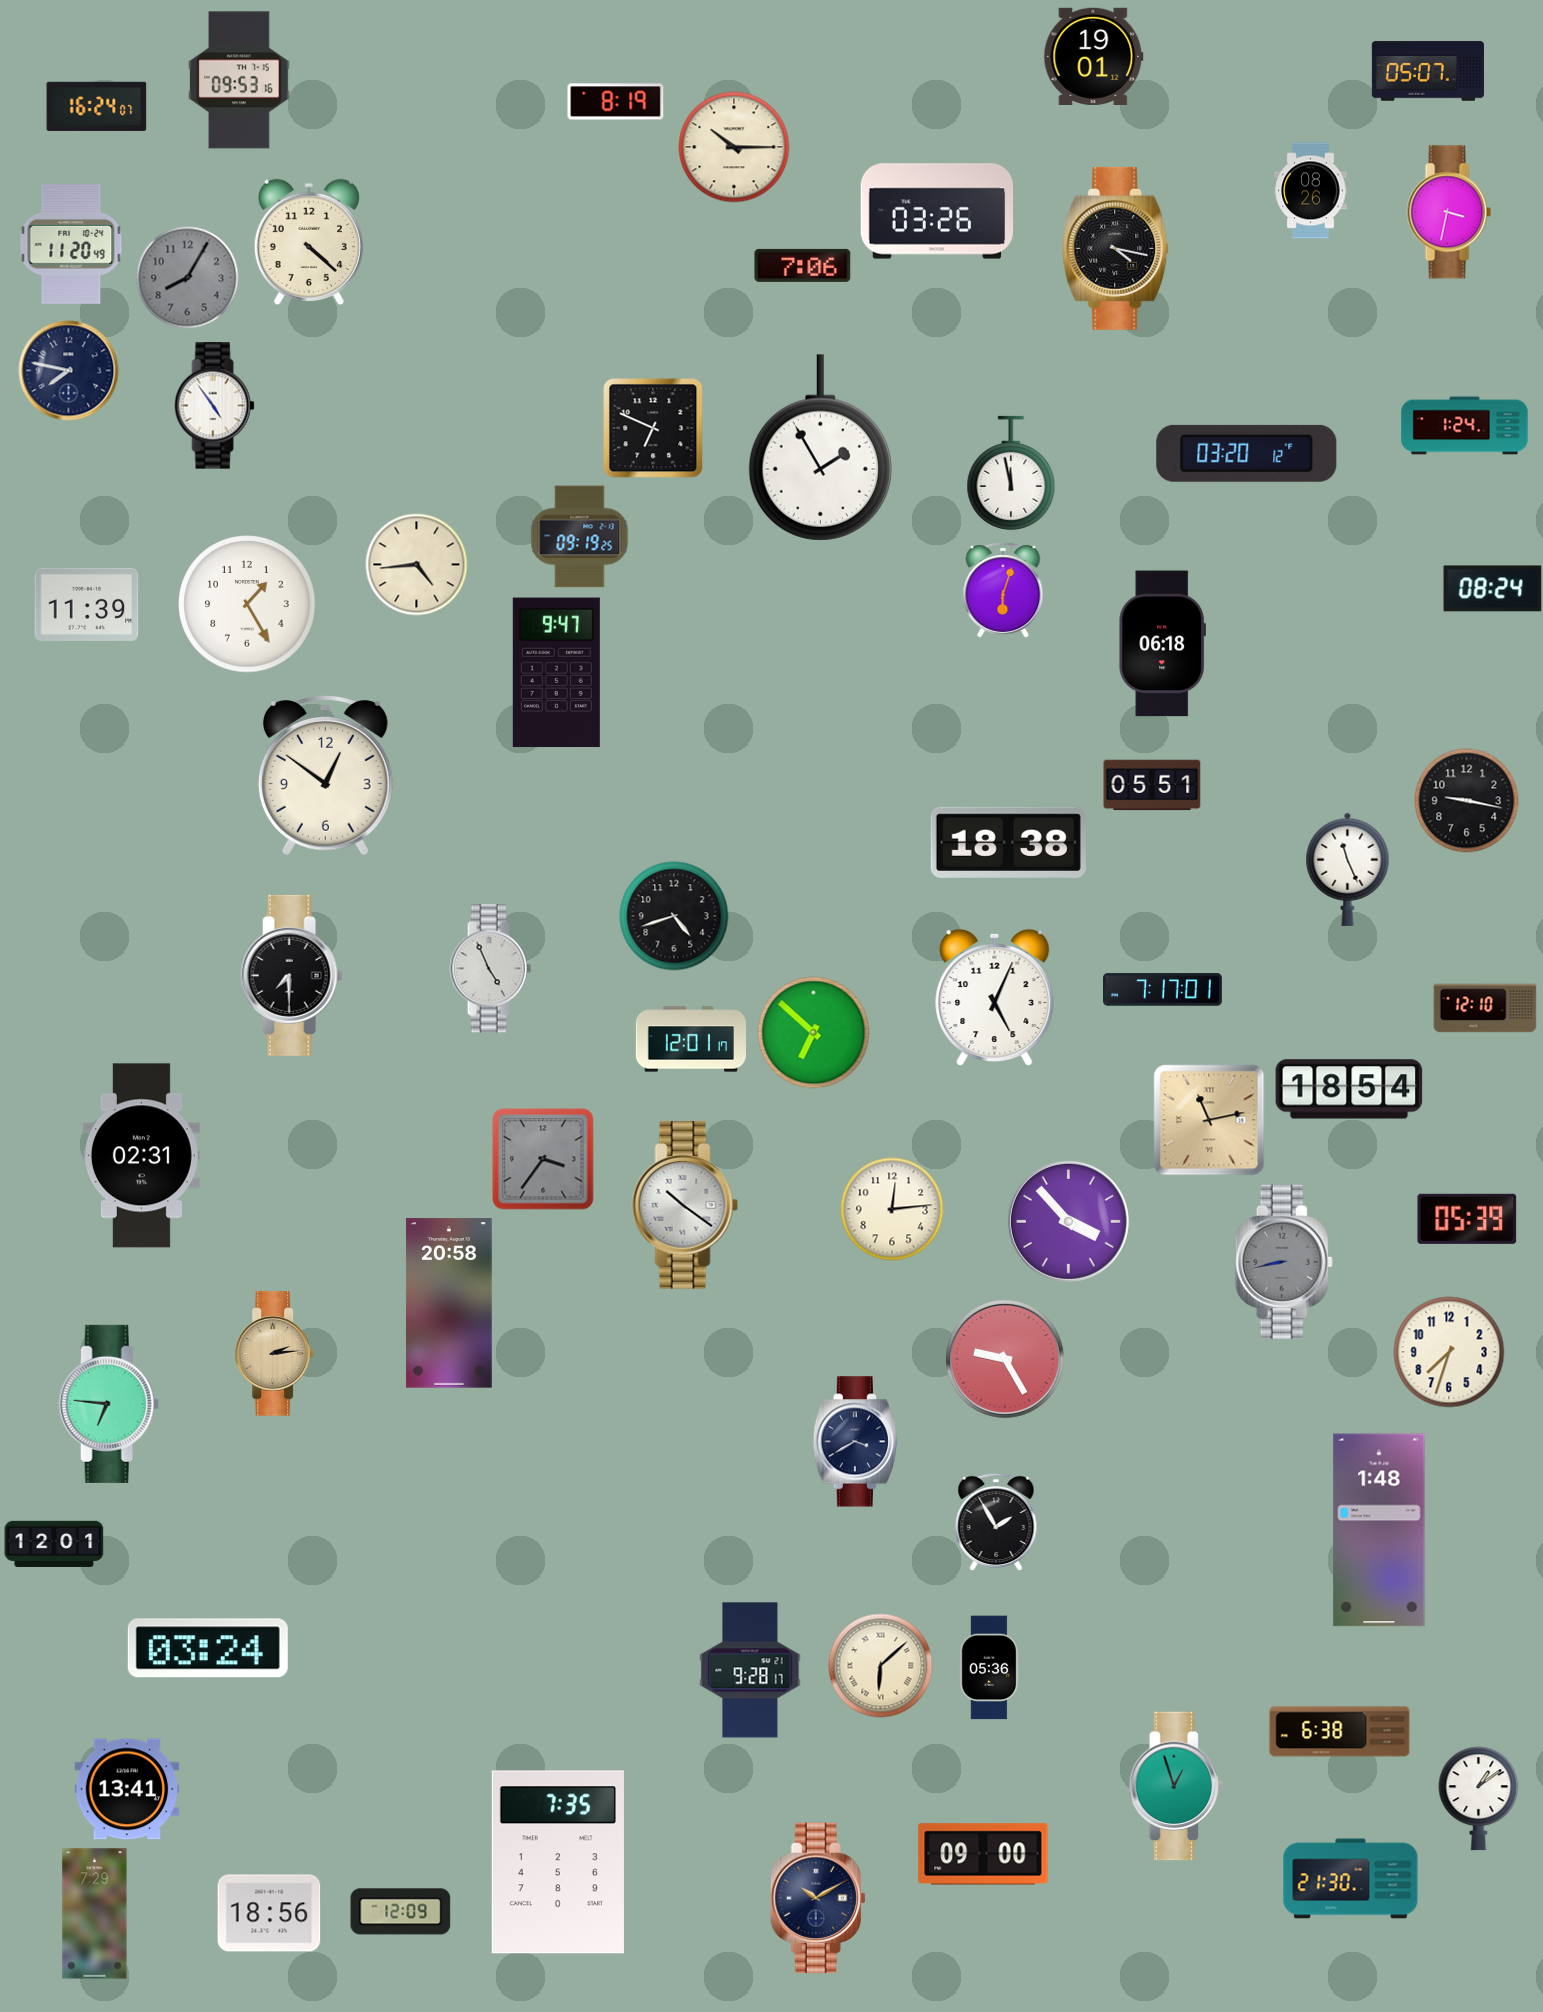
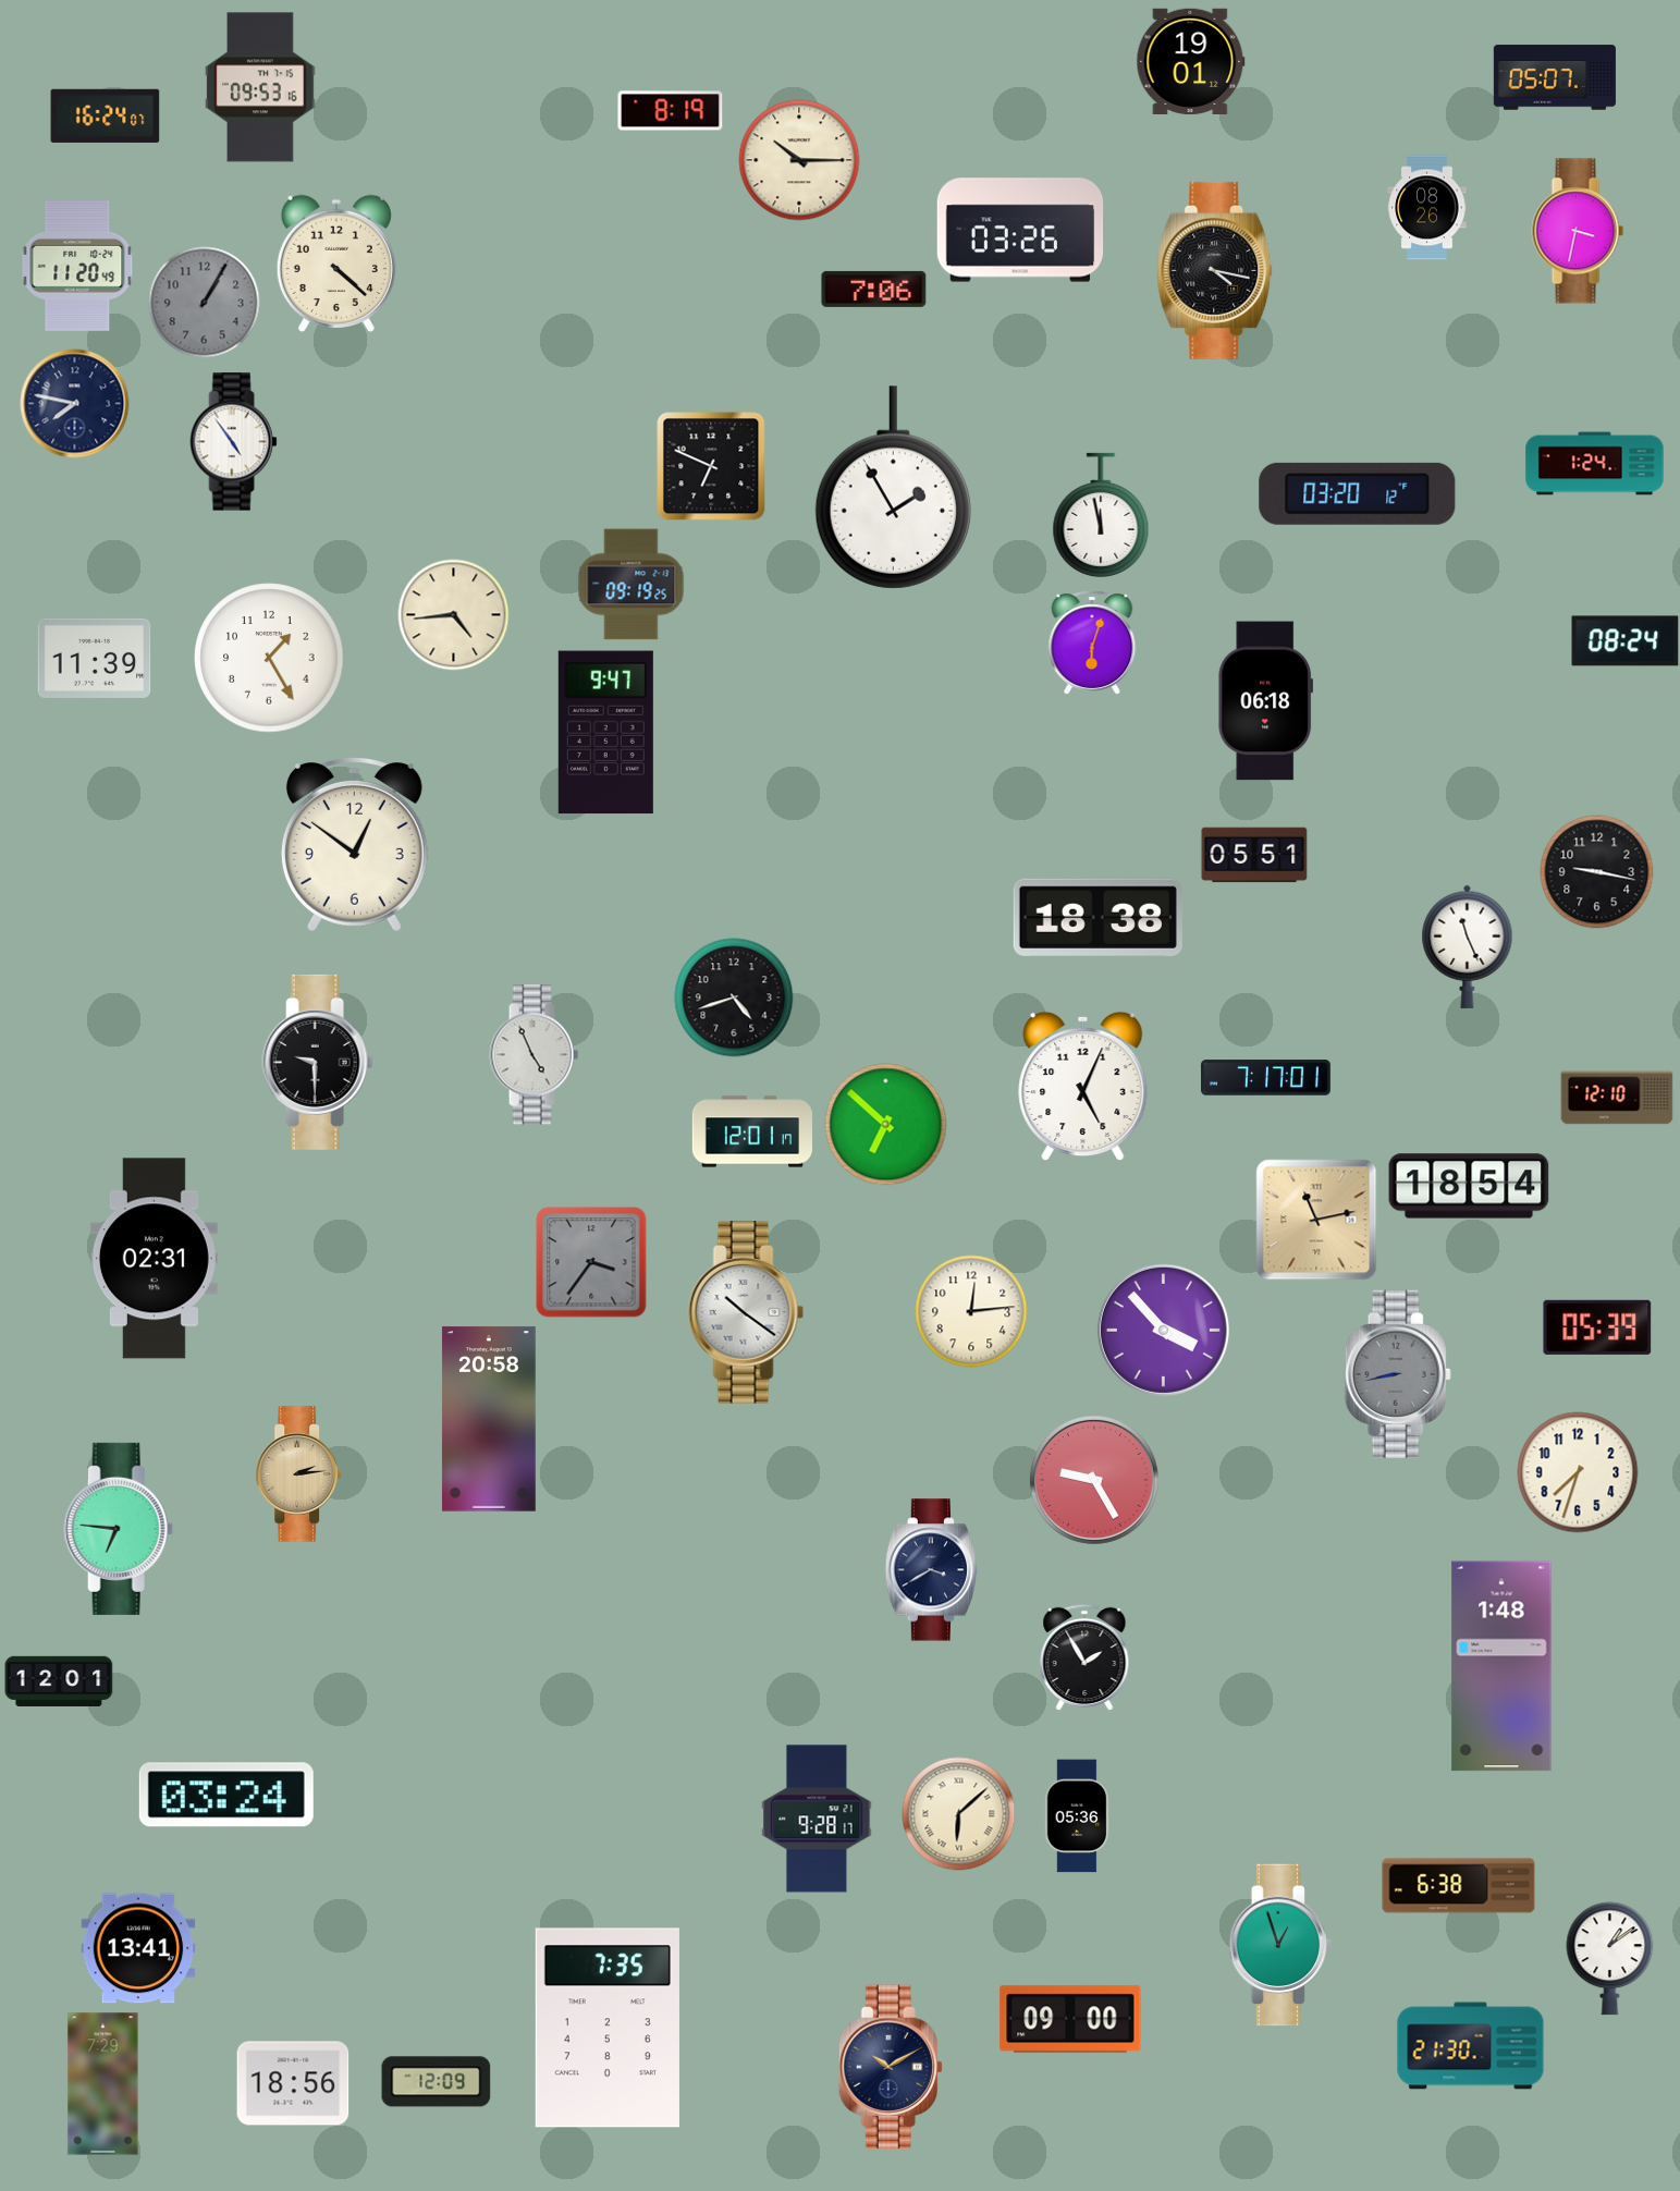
clock at (188, 278): 8:05 -> 1:05
clock at (292, 975): 7:30 -> 9:30
clock at (892, 1209) position: (892, 1209) -> (971, 1311)
